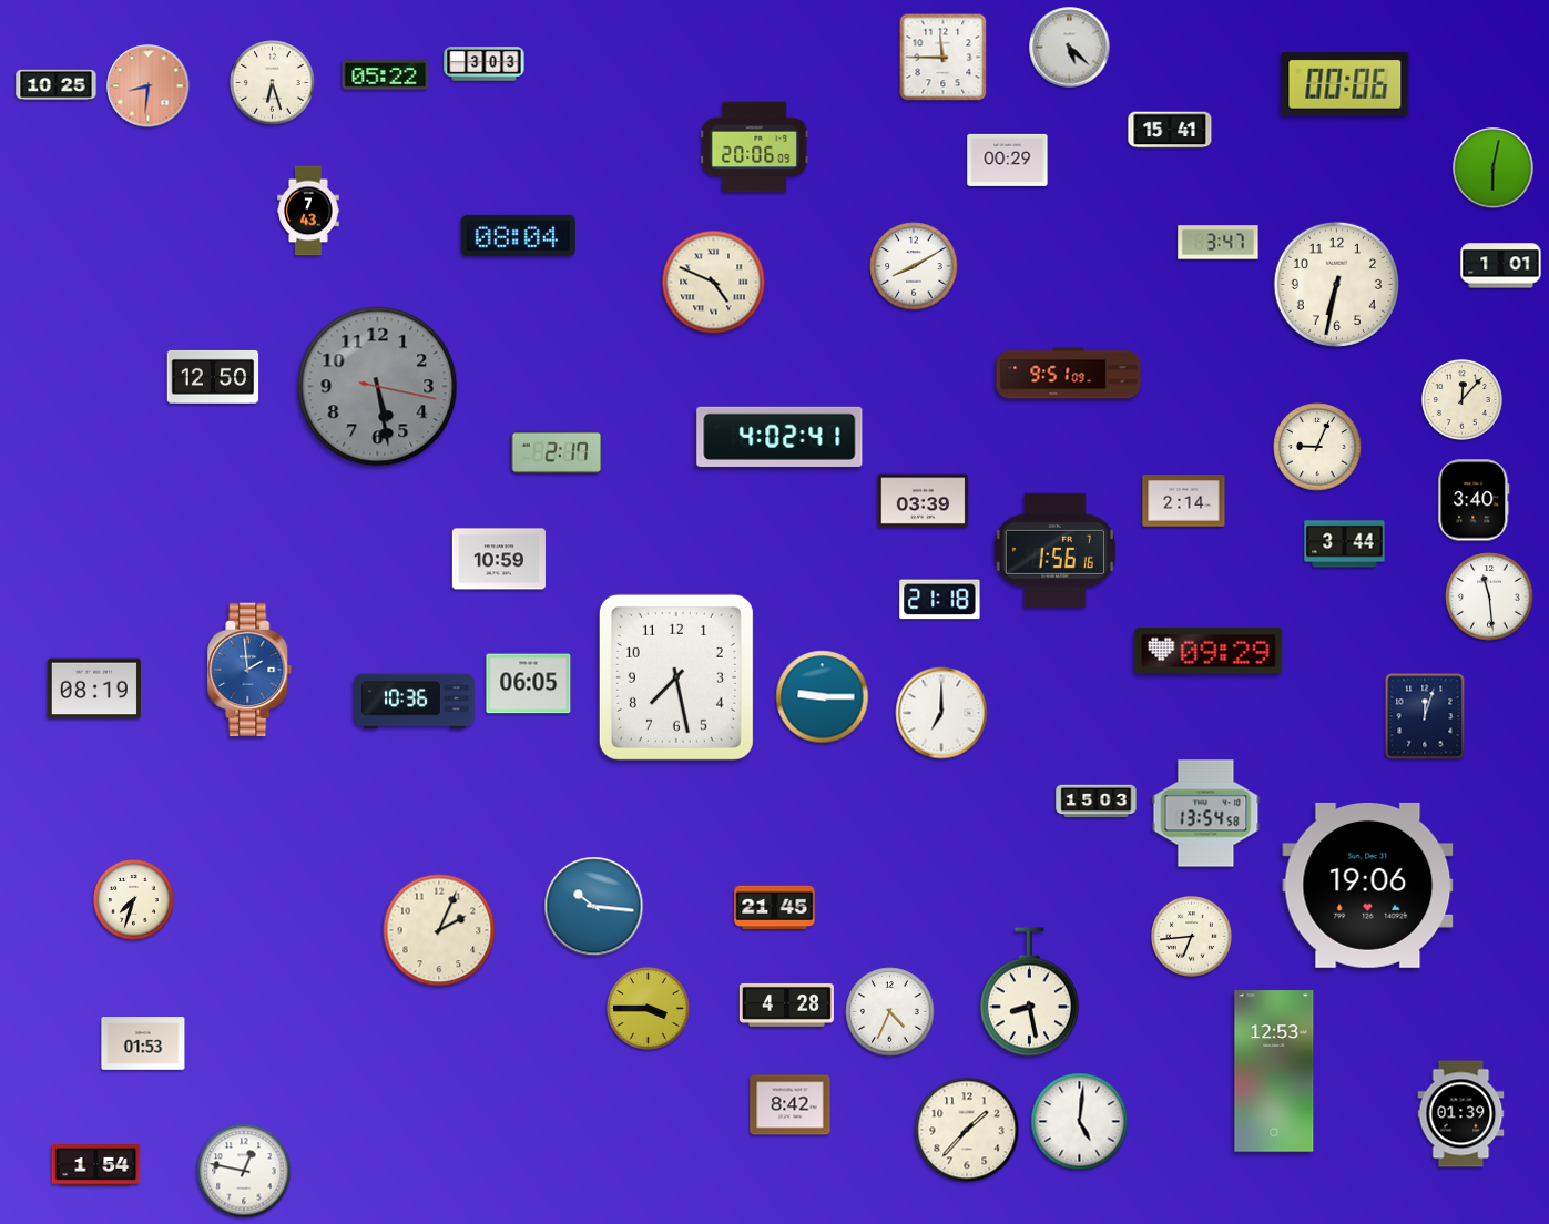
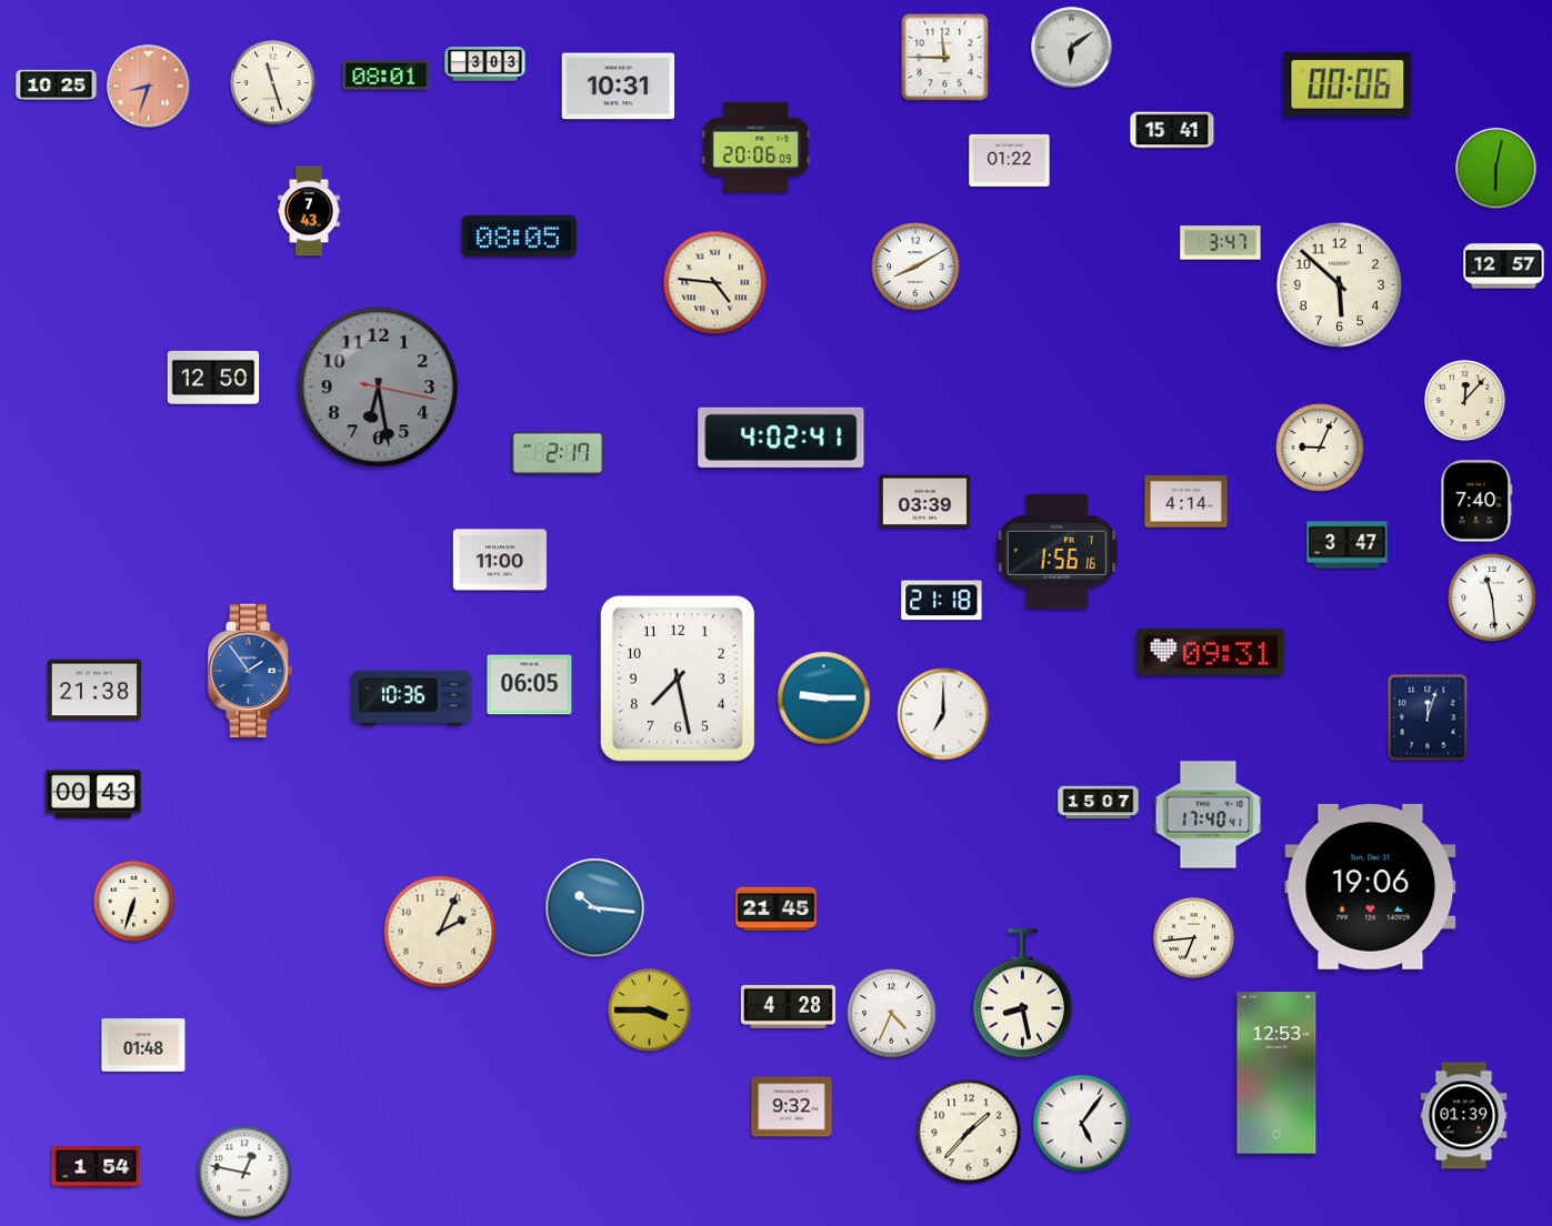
clock at (1070, 48): 5:22 -> 6:09
clock at (386, 75): 05:22 -> 08:01
clock at (273, 83): 6:27 -> 11:27
clock at (149, 86): 8:31 -> 8:33
clock at (619, 87): none -> 10:31
clock at (1008, 160): 00:29 -> 01:22
clock at (518, 235): 08:04 -> 08:05
clock at (1501, 266): 1:01 -> 12:57
clock at (714, 283): 4:49 -> 4:46
clock at (1336, 284): 6:32 -> 5:52
clock at (1069, 374): 9:51 -> none
clock at (378, 387): 5:28 -> 6:28
clock at (1474, 500): 3:40 -> 7:40
clock at (1184, 501): 2:14 -> 4:14
clock at (1345, 544): 3:44 -> 3:47
clock at (499, 559): 10:59 -> 11:00
clock at (1209, 651): 09:29 -> 09:31
clock at (249, 670): 1:59 -> 1:54
clock at (94, 688): 08:19 -> 21:38
clock at (415, 702) position: (415, 702) -> (412, 699)
clock at (93, 794): none -> 00:43
clock at (1097, 802): 15:03 -> 15:07
clock at (1206, 814): 13:54 -> 17:40
clock at (134, 900): 7:33 -> 6:33
clock at (1029, 992) position: (1029, 992) -> (1022, 994)
clock at (143, 1043): 01:53 -> 01:48
clock at (791, 1105): 8:42 -> 9:32
clock at (1080, 1122): 5:01 -> 5:06
